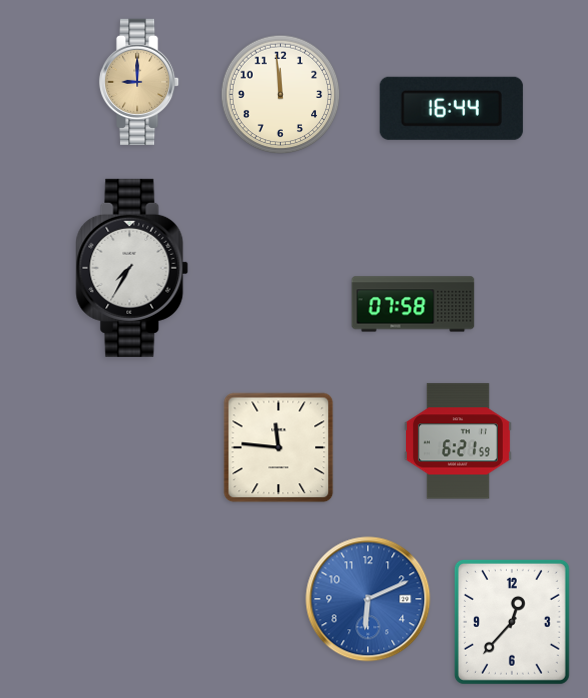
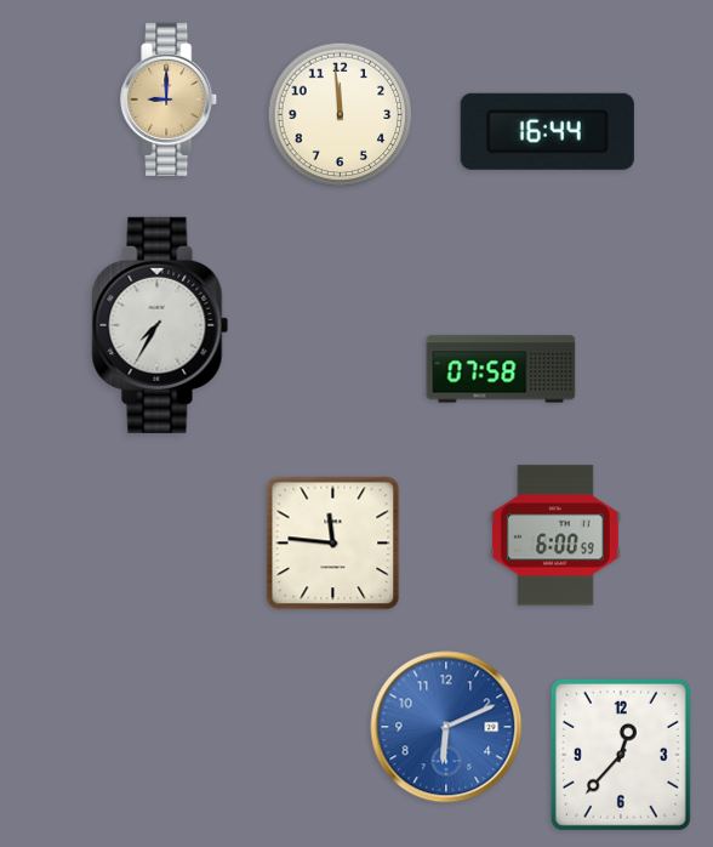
clock at (458, 441): 6:21 -> 6:00
clock at (279, 448) position: (279, 448) -> (333, 544)
